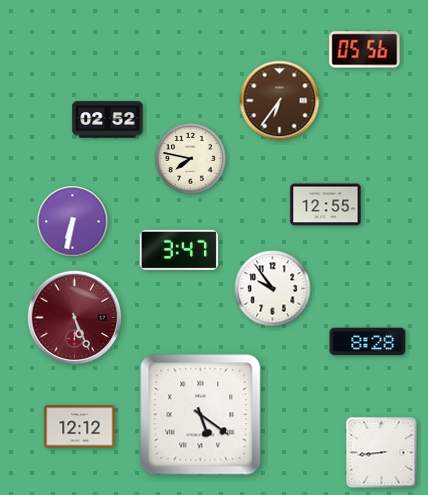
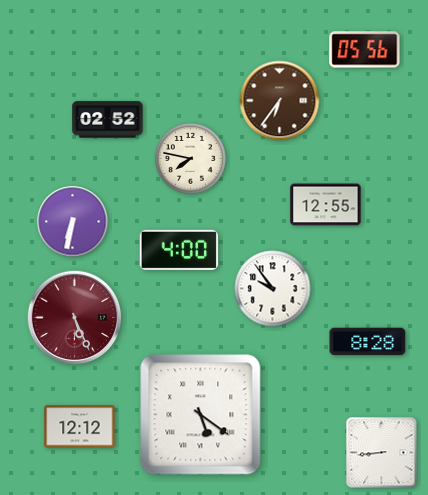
clock at (179, 250): 3:47 -> 4:00
